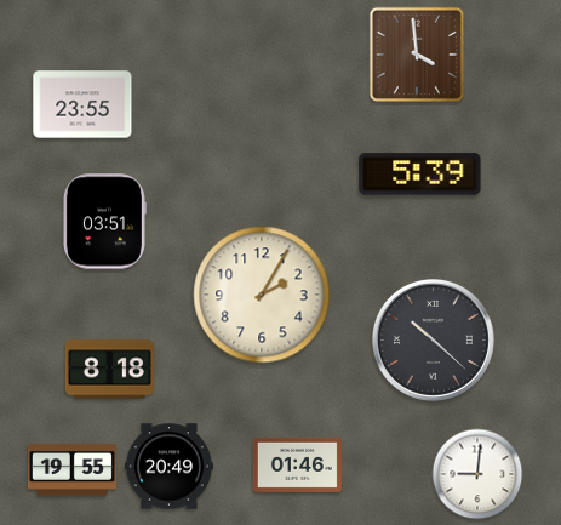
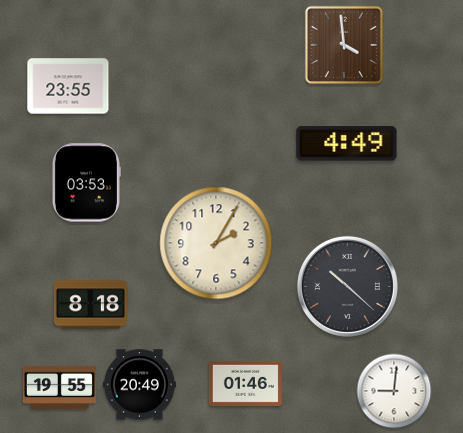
clock at (420, 175): 5:39 -> 4:49
clock at (104, 222): 03:51 -> 03:53
clock at (433, 339) position: (433, 339) -> (347, 286)
